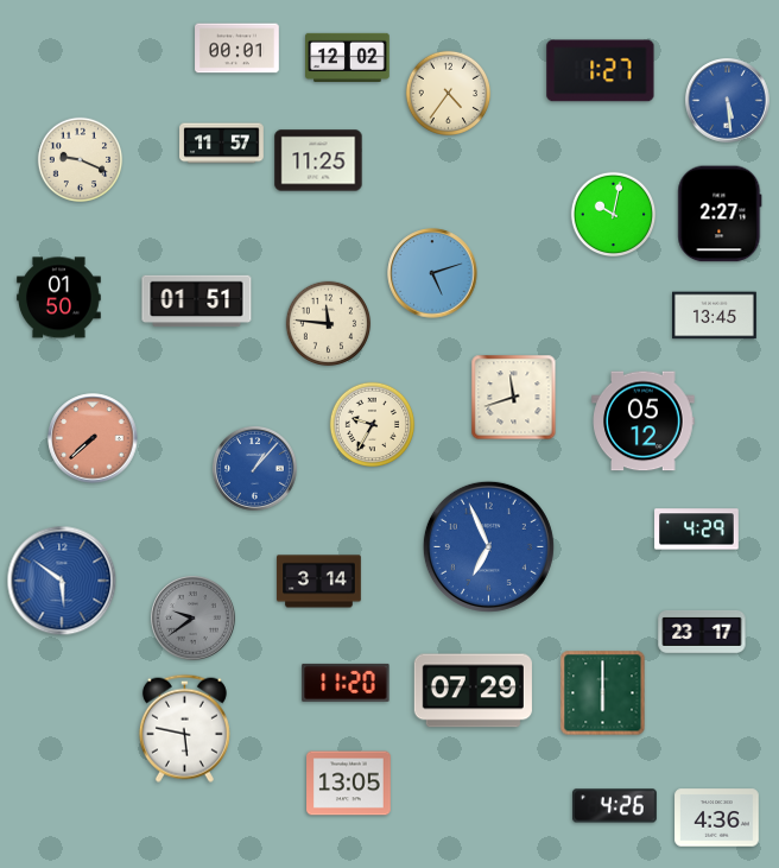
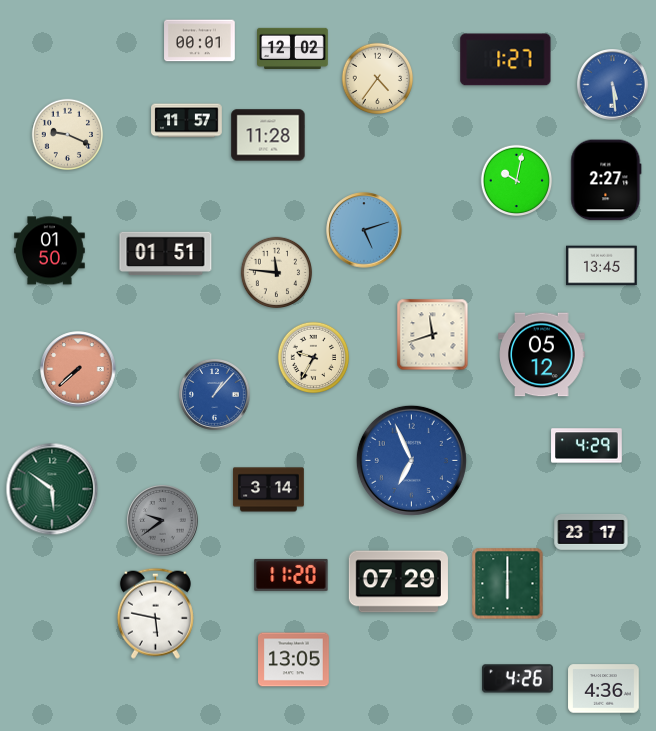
clock at (318, 160): 11:25 -> 11:28
clock at (62, 581) dial: blue -> green
